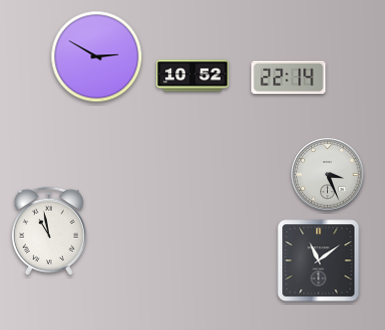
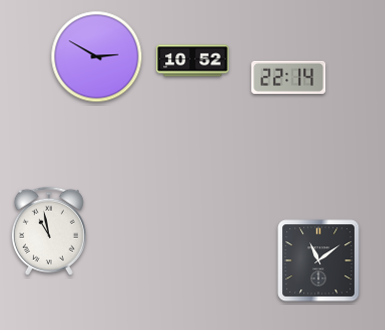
clock at (193, 76) position: (193, 76) -> (193, 61)
clock at (328, 175): 3:26 -> none
